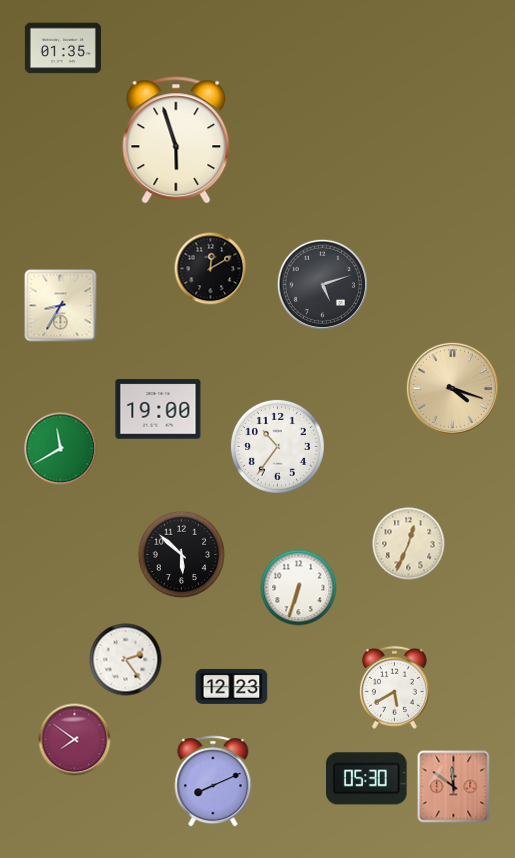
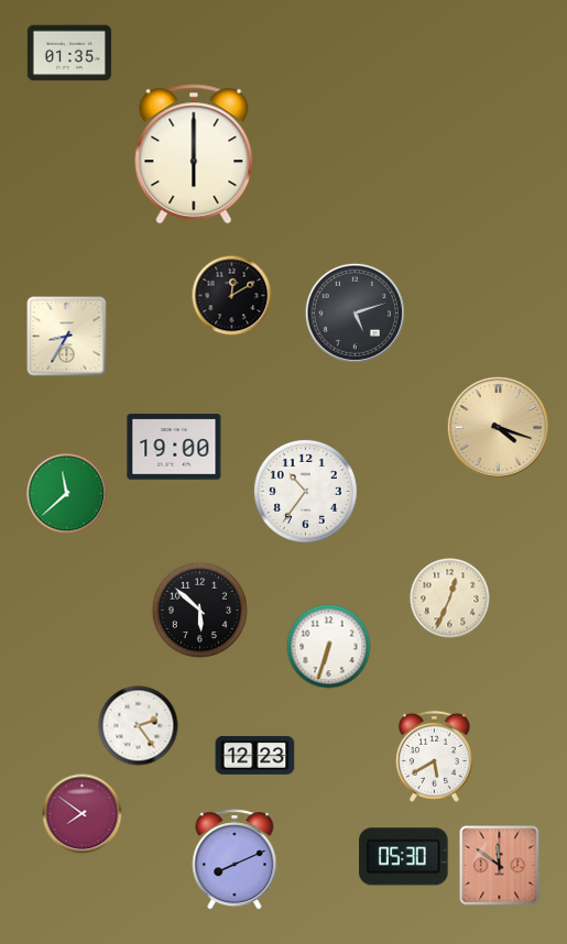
clock at (176, 140): 5:57 -> 6:00
clock at (158, 409) position: (158, 409) -> (174, 447)
clock at (61, 449): 11:40 -> 11:38
